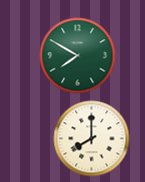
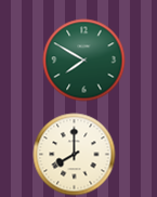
clock at (92, 139) position: (92, 139) -> (75, 155)
